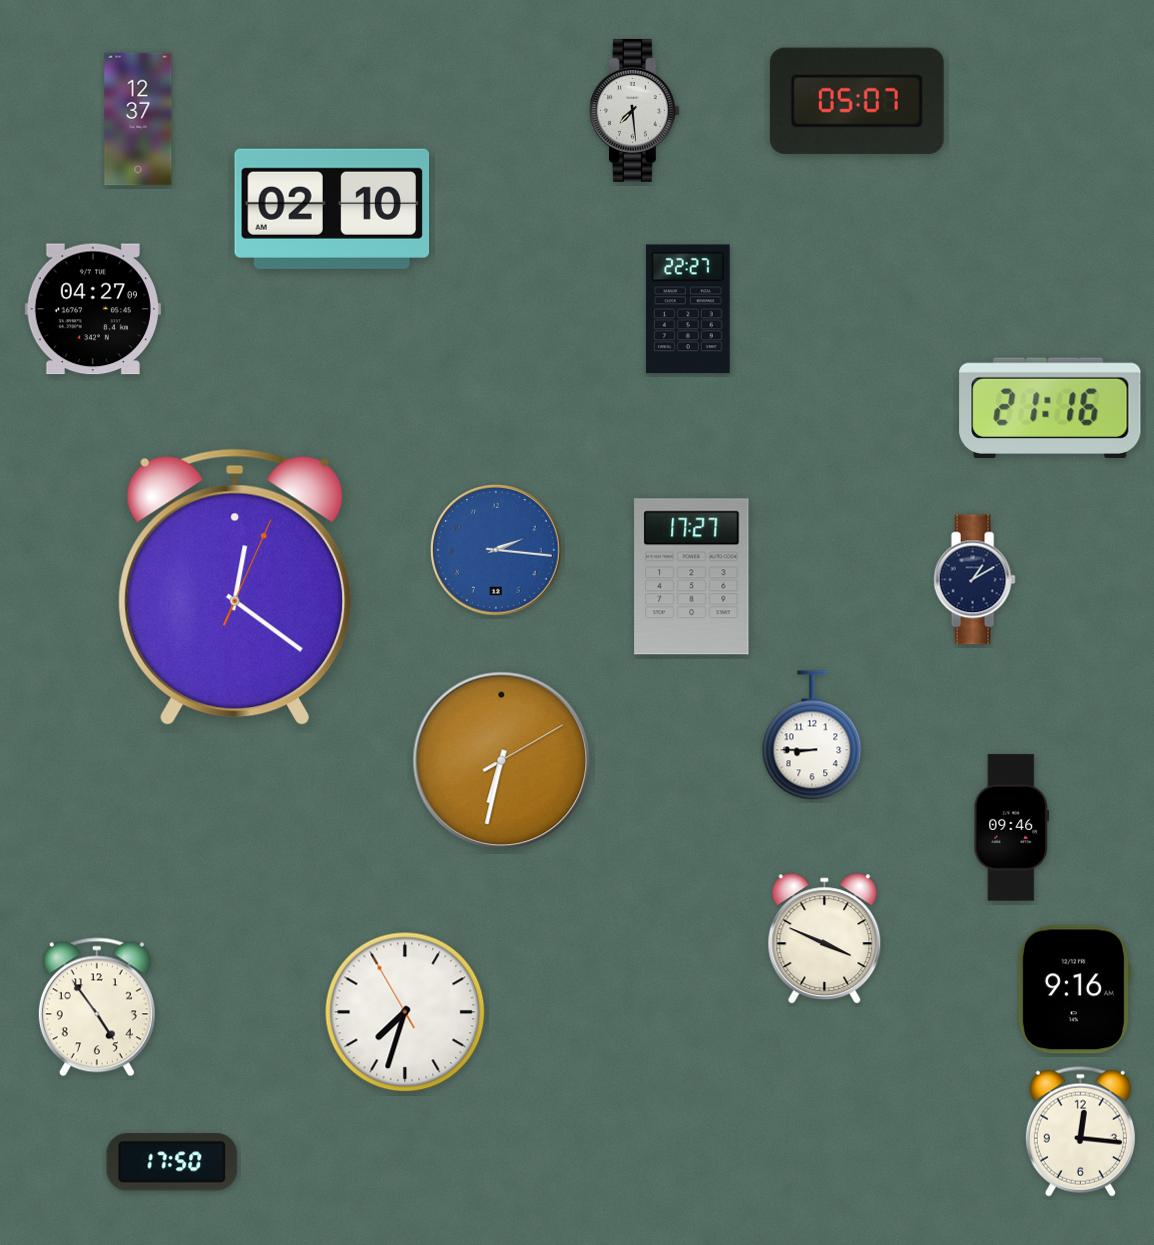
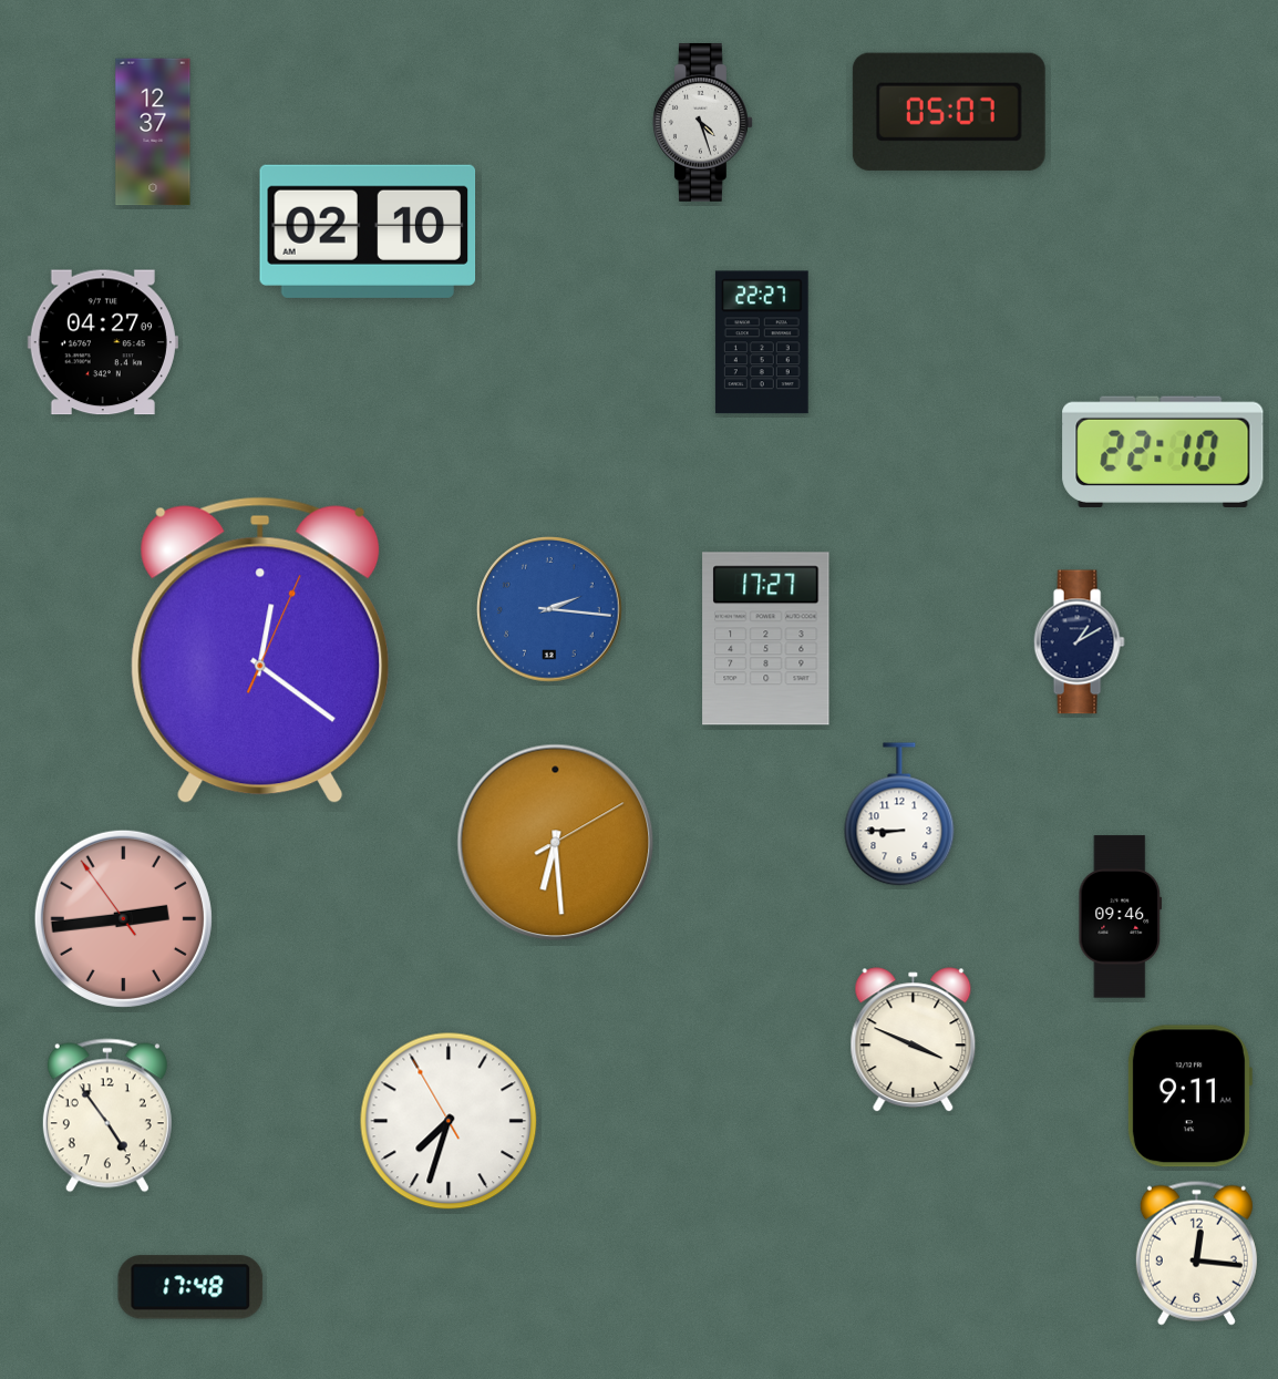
clock at (634, 110): 7:29 -> 4:27
clock at (1050, 408): 21:16 -> 22:10
clock at (502, 761): 6:32 -> 6:29
clock at (123, 918): none -> 2:43
clock at (1074, 990): 9:16 -> 9:11
clock at (172, 1162): 17:50 -> 17:48
